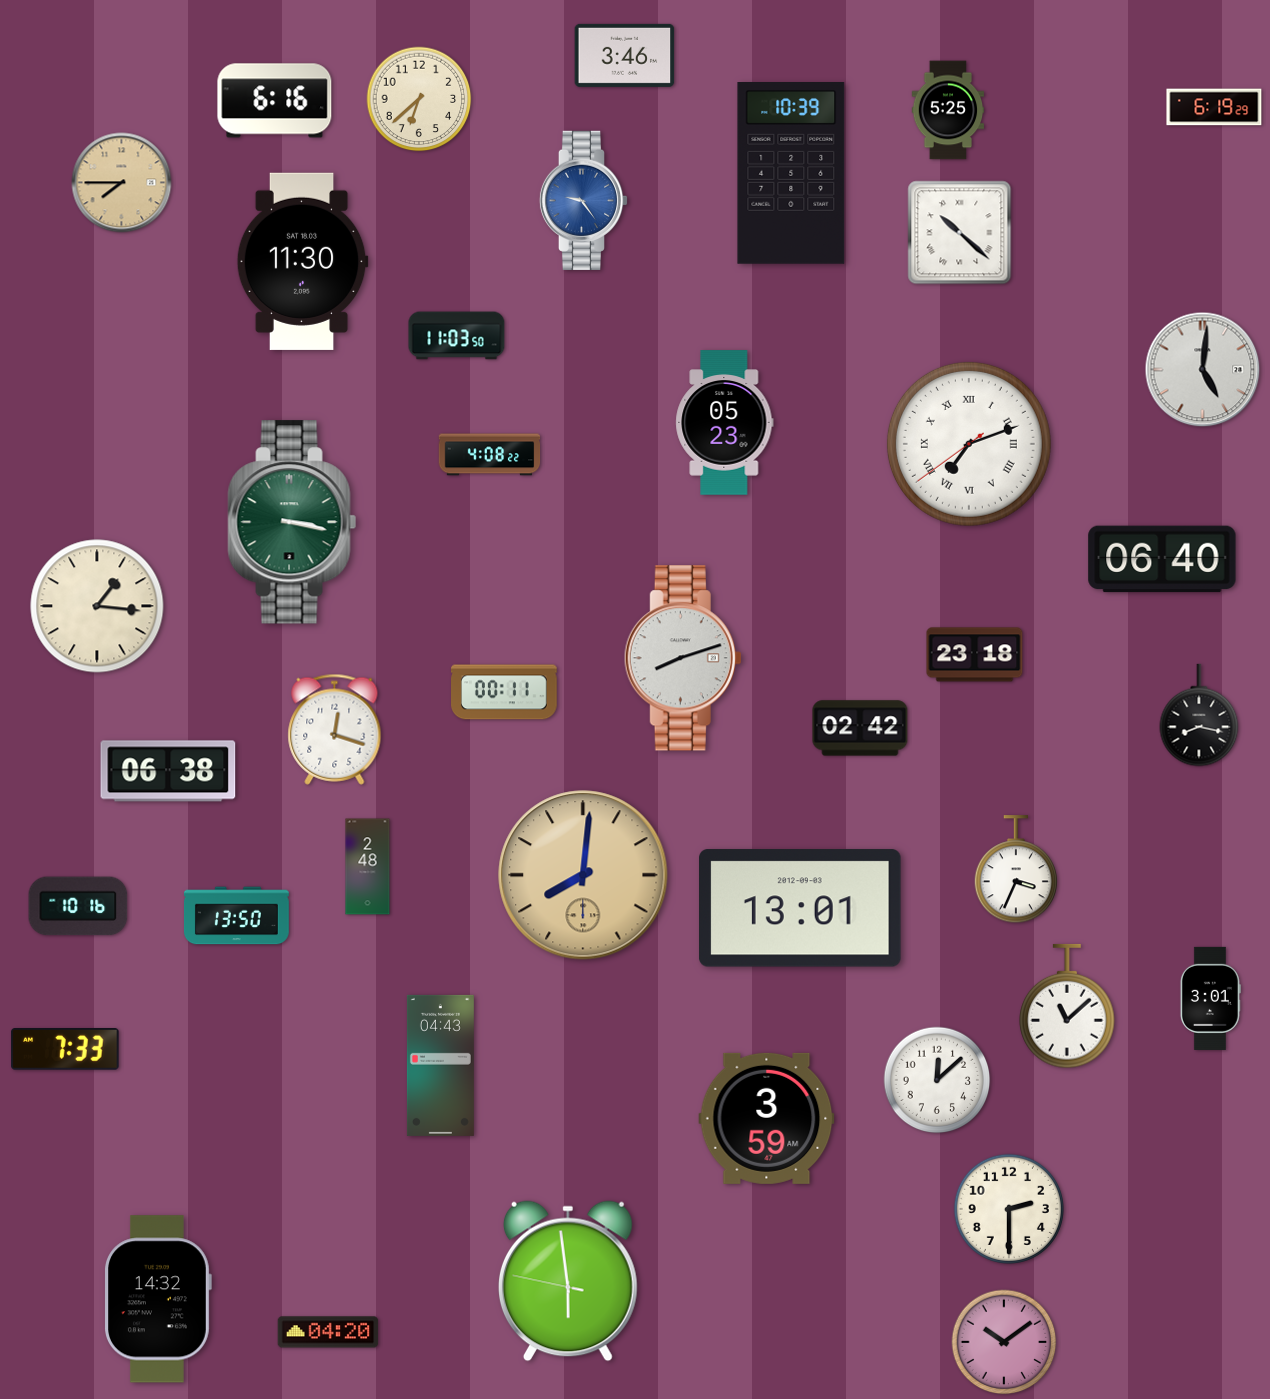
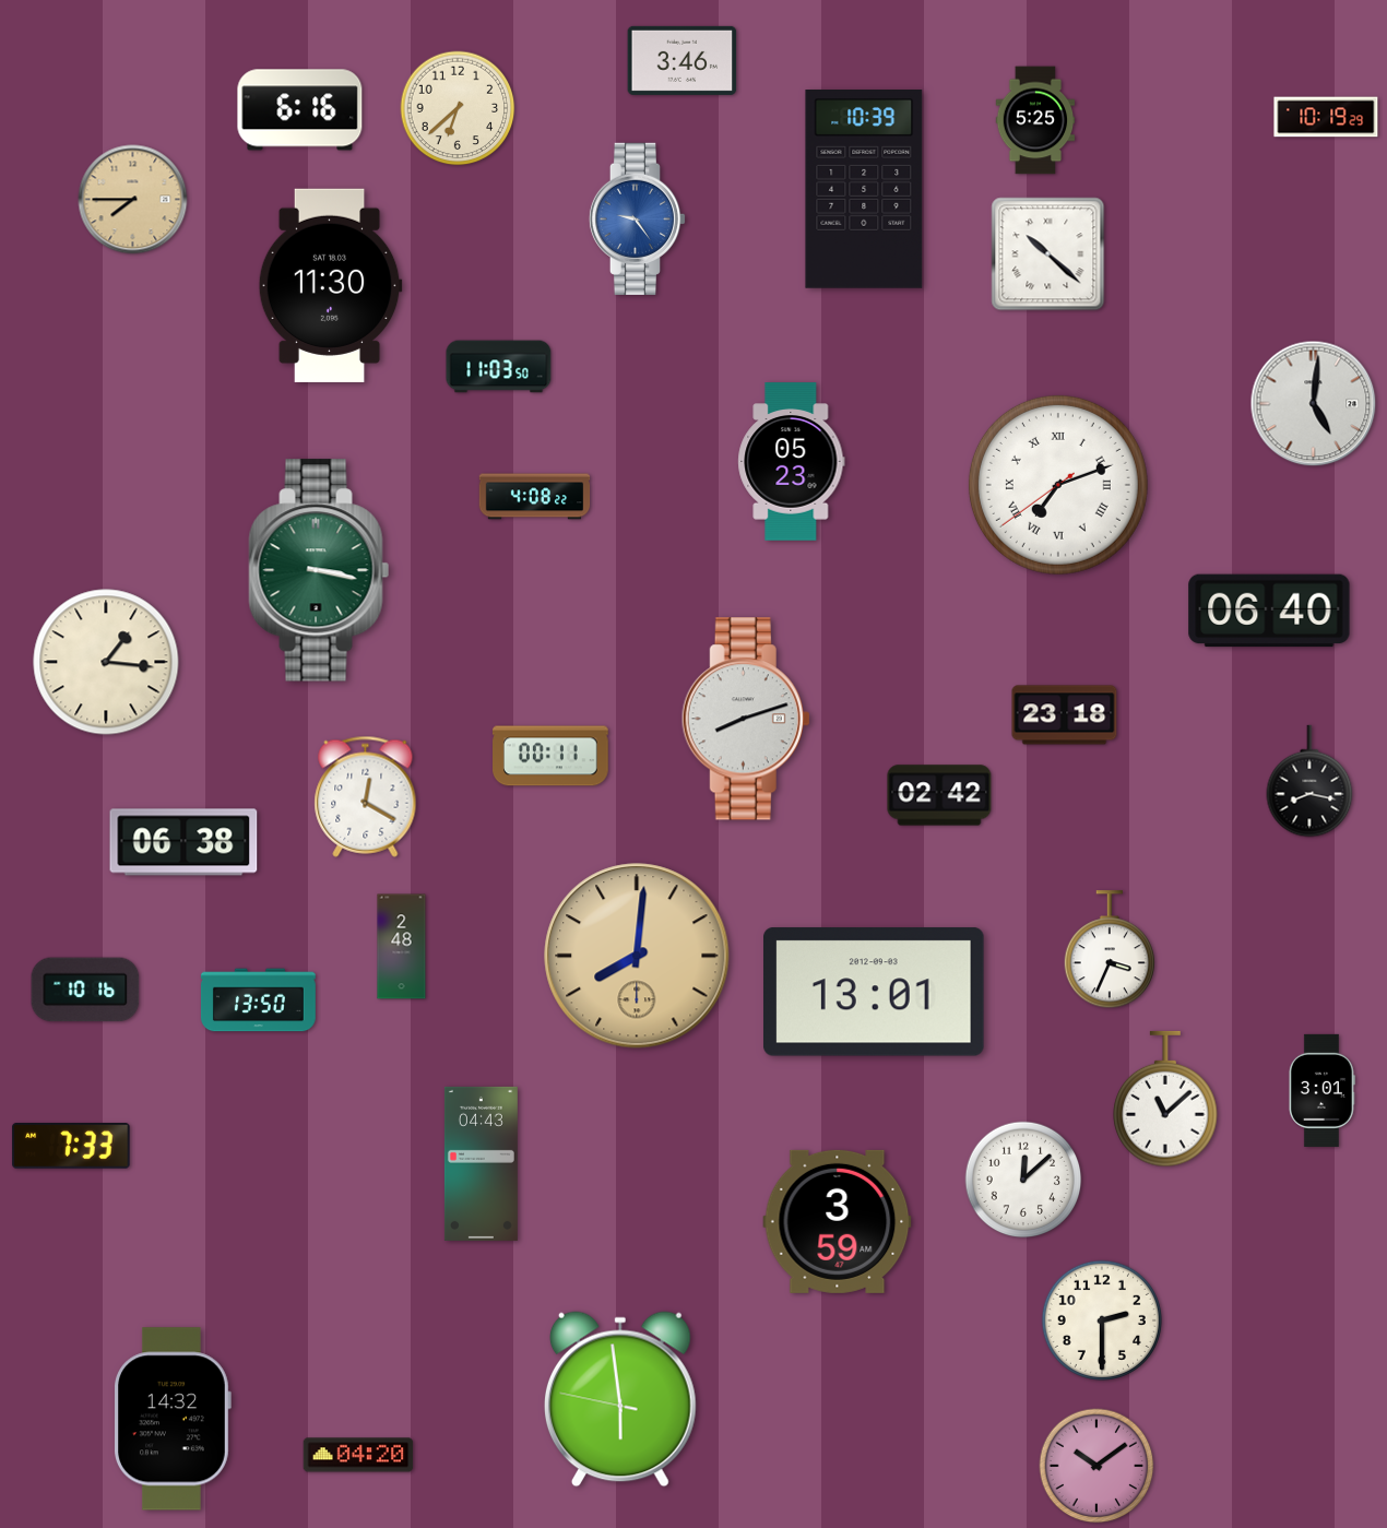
clock at (1214, 107): 6:19 -> 10:19
clock at (335, 729): 12:18 -> 12:20
